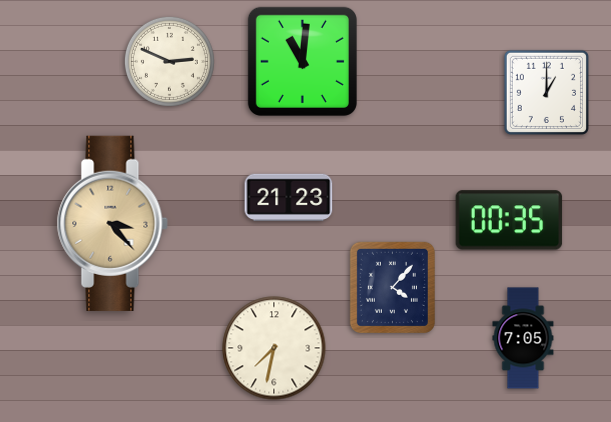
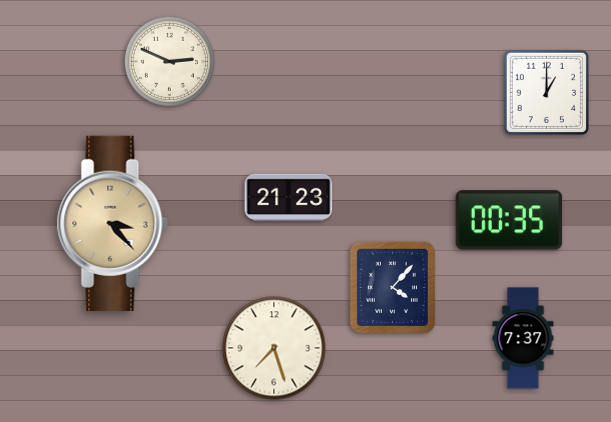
clock at (302, 61): 11:01 -> none
clock at (523, 338): 7:05 -> 7:37
clock at (274, 348): 7:32 -> 7:27
